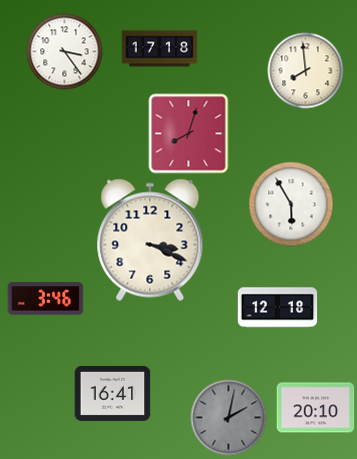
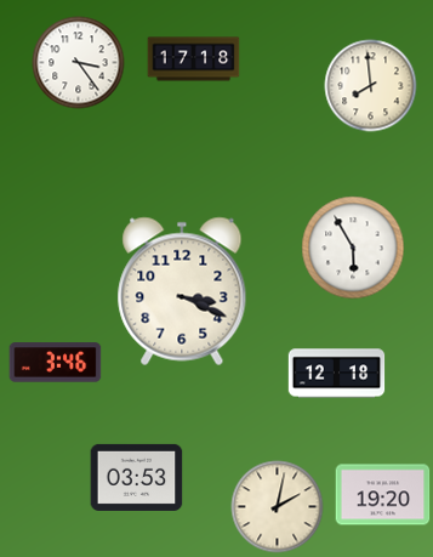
clock at (189, 134): 8:03 -> none
clock at (113, 393): 16:41 -> 03:53
clock at (316, 408): 20:10 -> 19:20
clock at (229, 418) dial: grey -> cream
